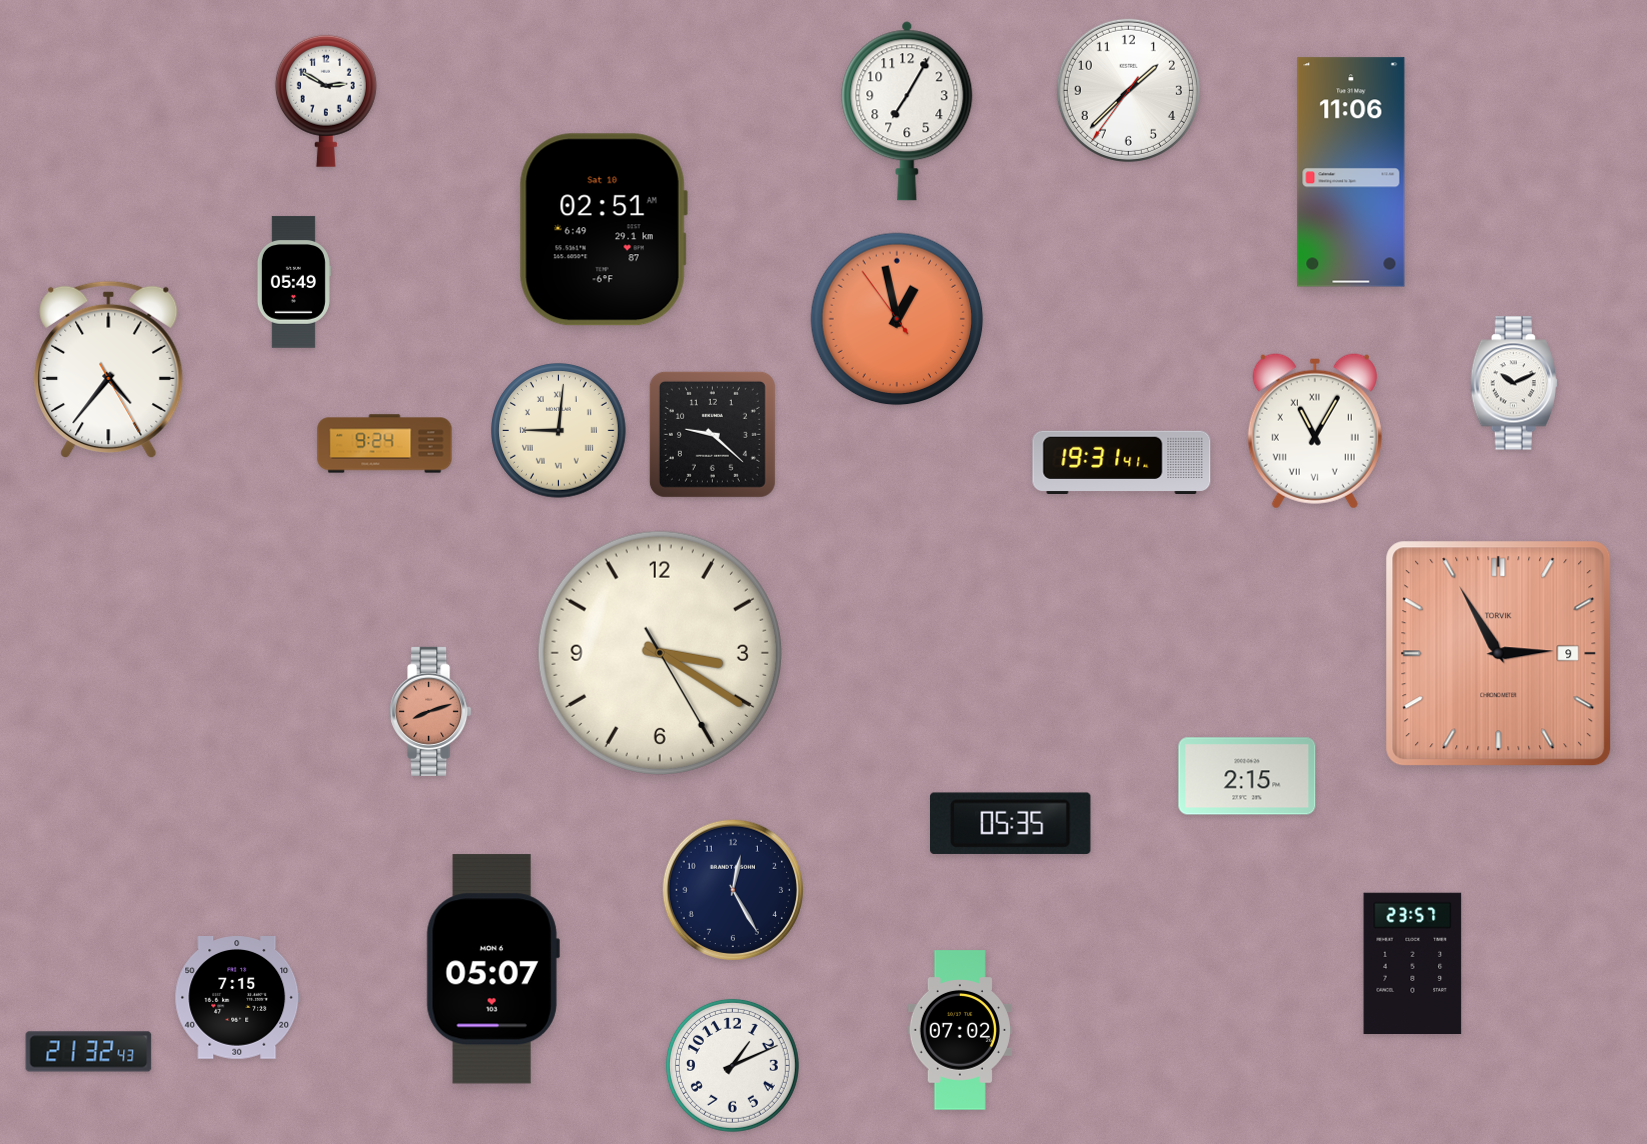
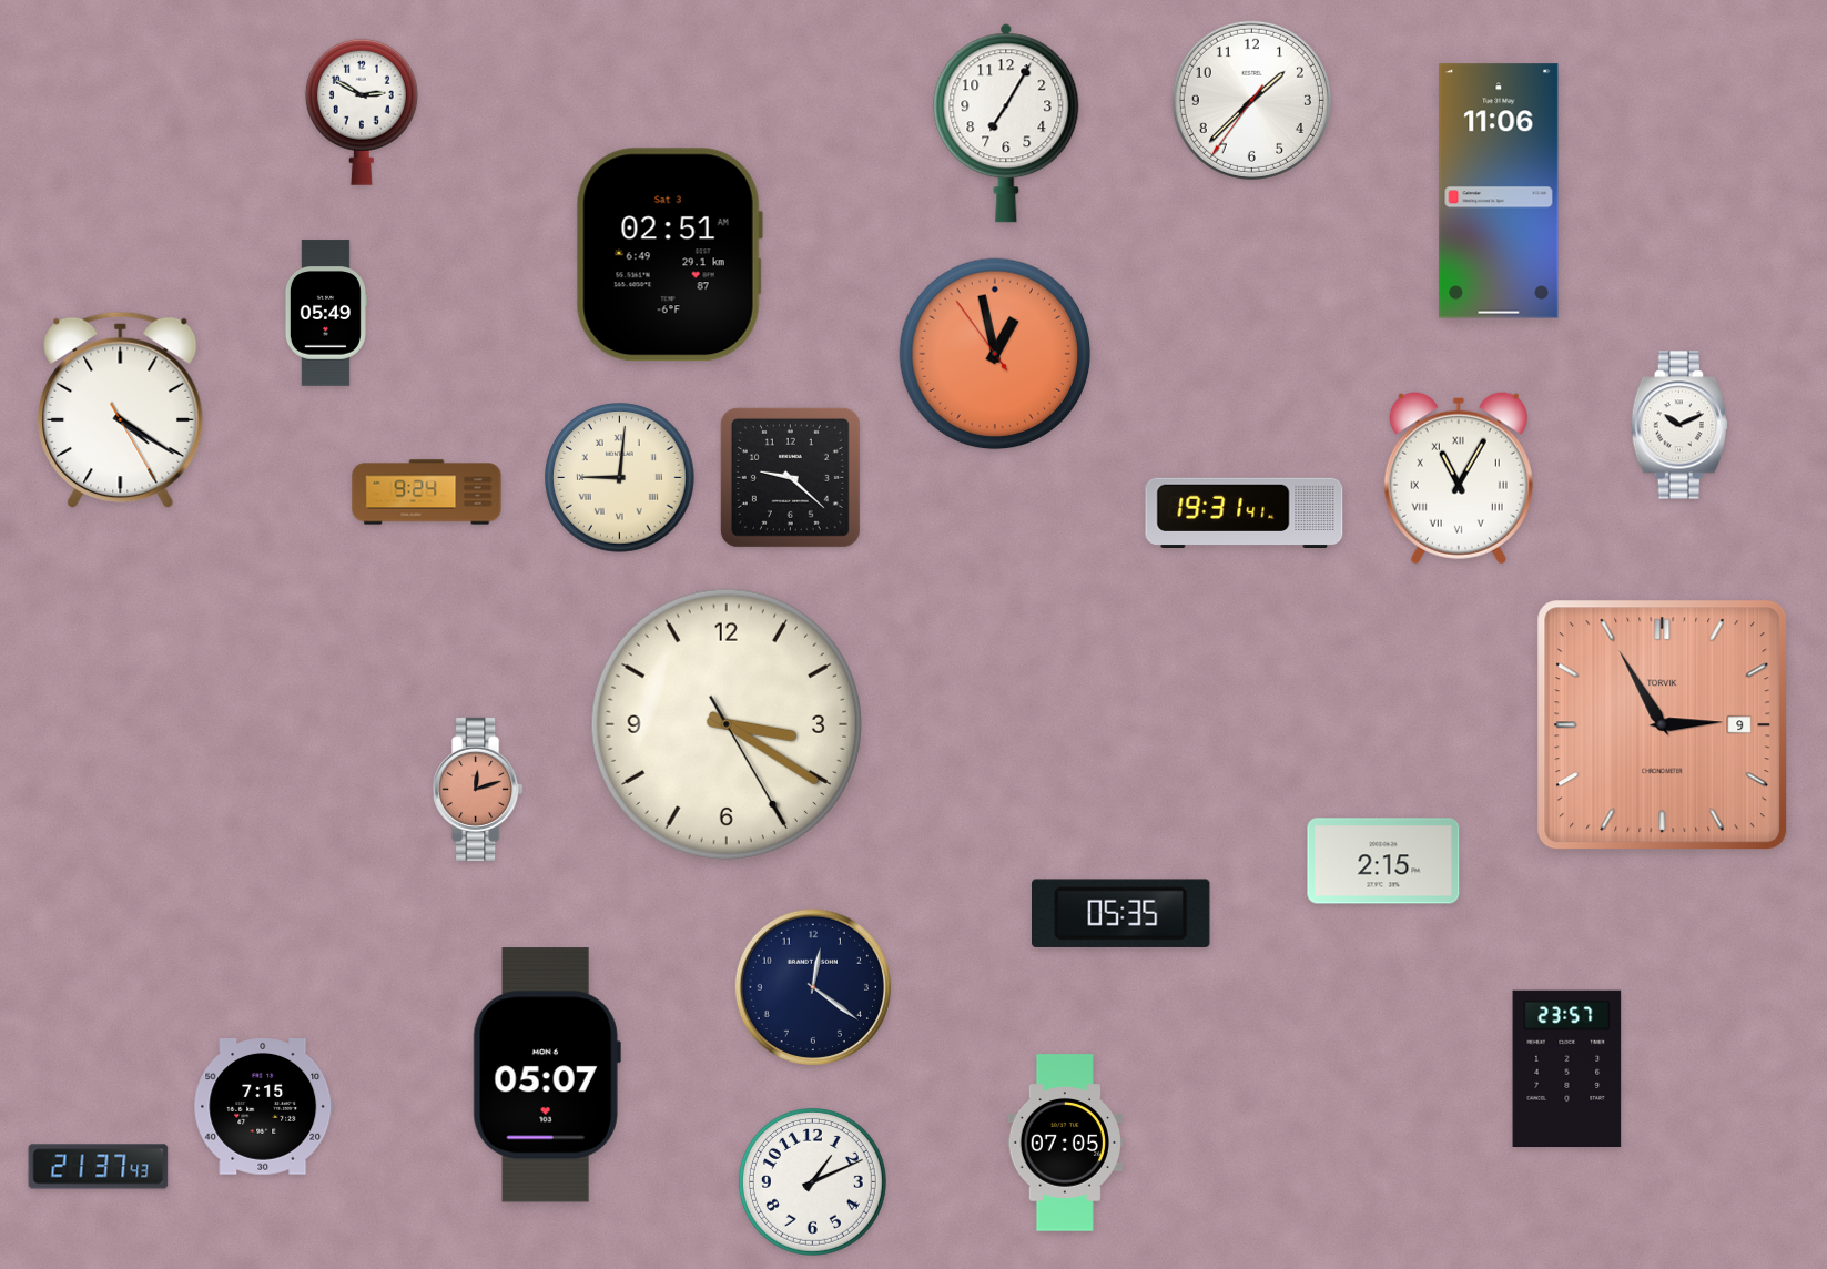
clock at (603, 230) date: Sat 10 -> Sat 3
clock at (109, 370): 4:36 -> 4:20
clock at (712, 434) position: (712, 434) -> (790, 477)
clock at (660, 653) position: (660, 653) -> (727, 724)
clock at (431, 711): 8:12 -> 12:12
clock at (732, 889): 12:25 -> 12:21
clock at (960, 1030): 07:02 -> 07:05
clock at (89, 1052): 21:32 -> 21:37
